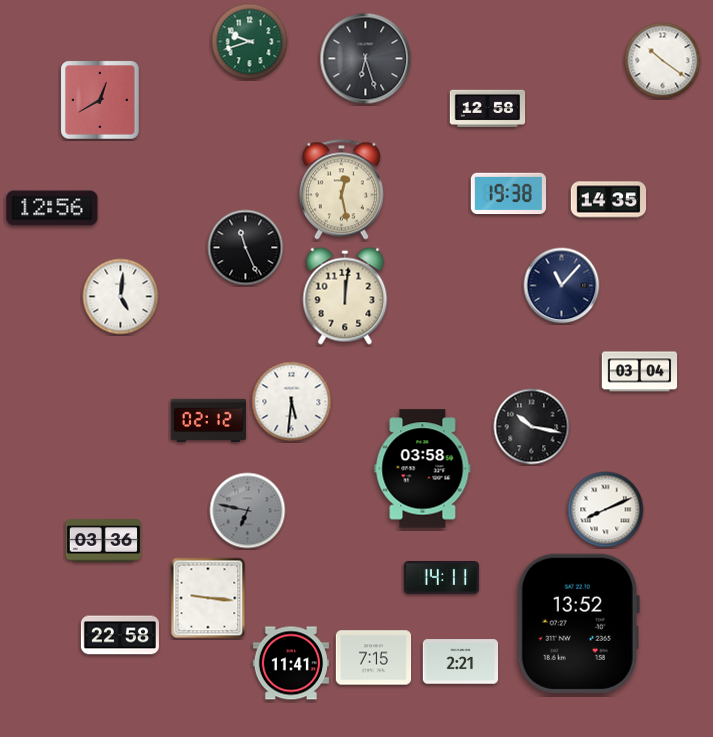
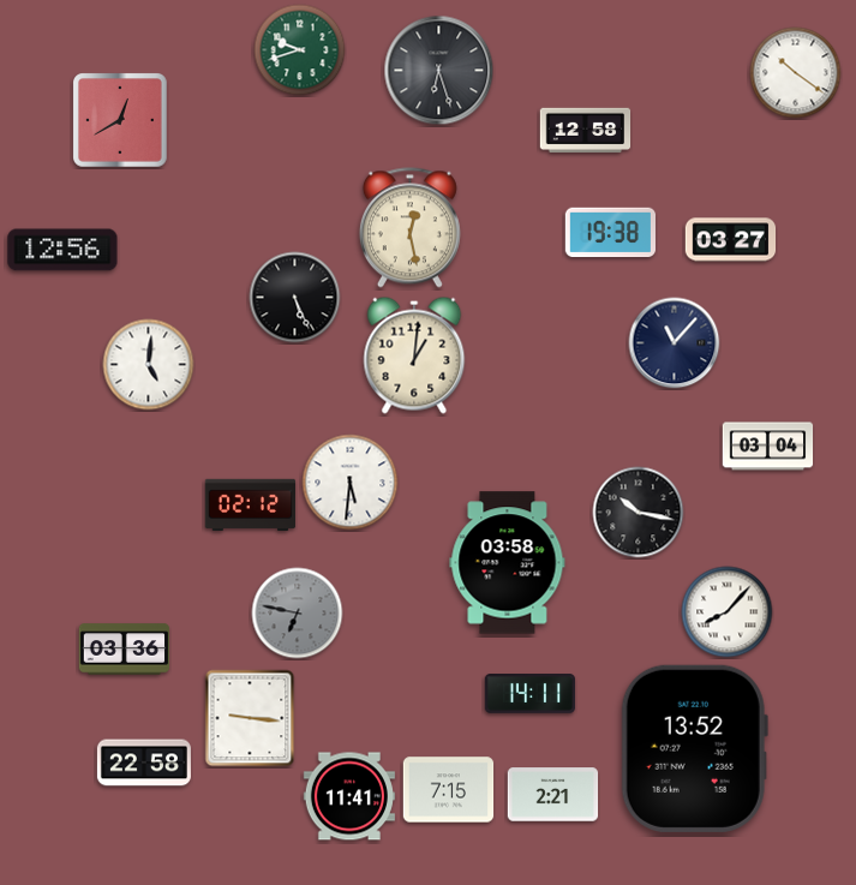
clock at (609, 200): 14:35 -> 03:27
clock at (246, 248): 11:26 -> 5:26
clock at (345, 296): 12:01 -> 1:01
clock at (121, 297) position: (121, 297) -> (149, 365)
clock at (606, 510): 8:11 -> 8:07
